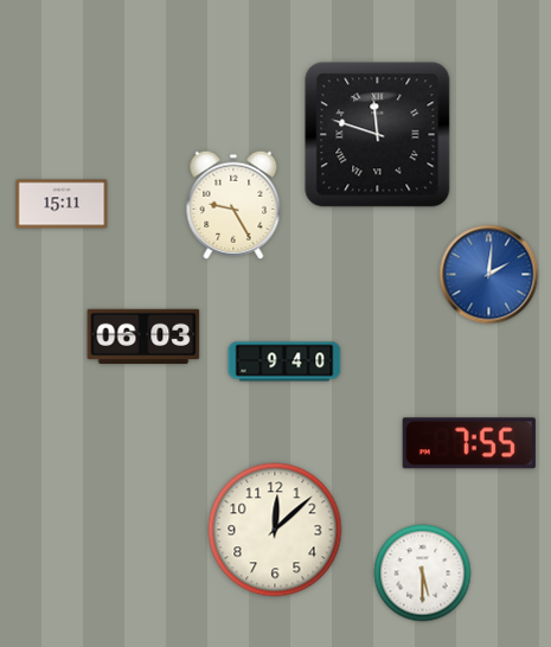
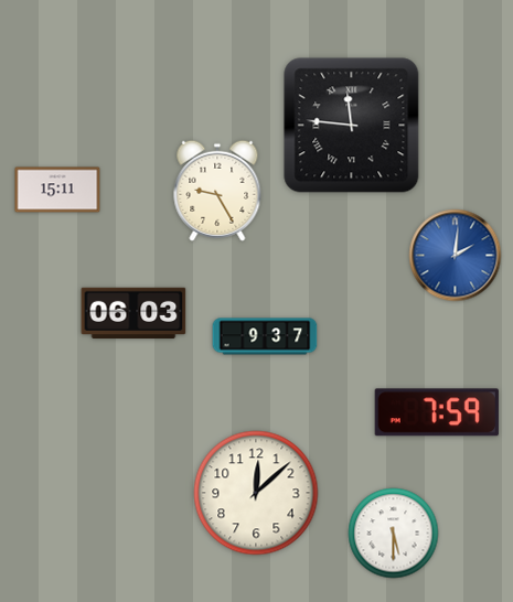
clock at (378, 135): 11:48 -> 11:46
clock at (284, 361): 9:40 -> 9:37
clock at (469, 443): 7:55 -> 7:59
